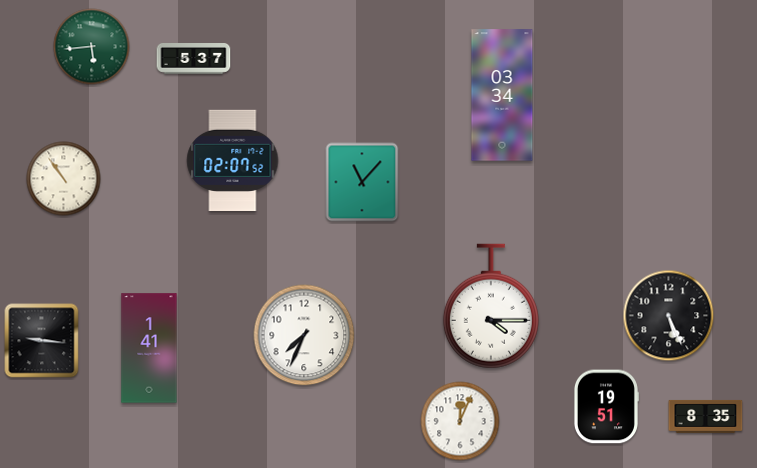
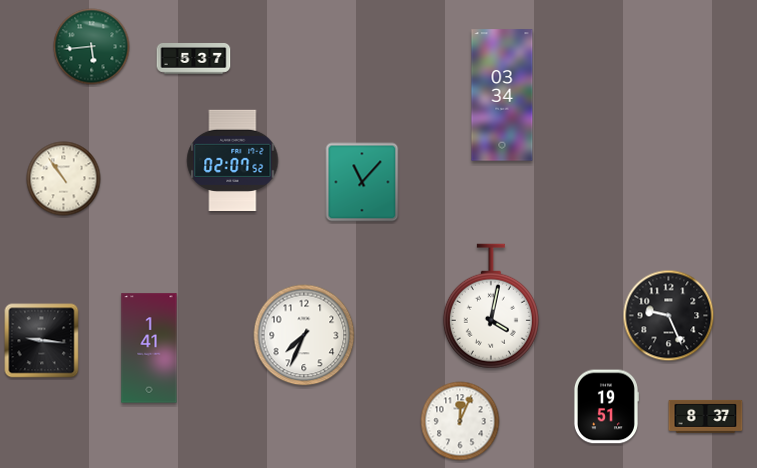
clock at (491, 306): 4:15 -> 4:02
clock at (669, 316): 5:26 -> 9:26
clock at (706, 416): 8:35 -> 8:37
